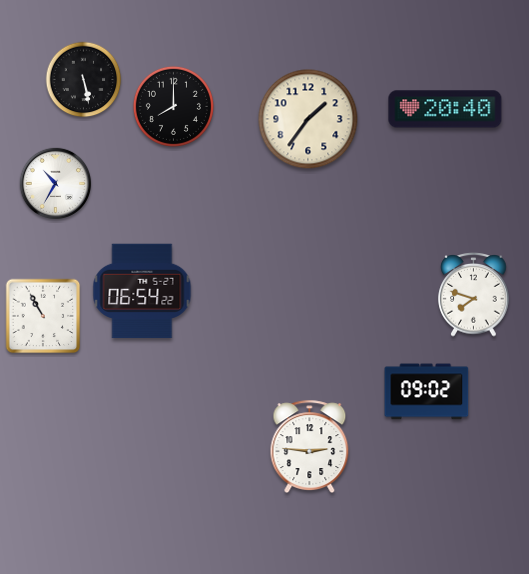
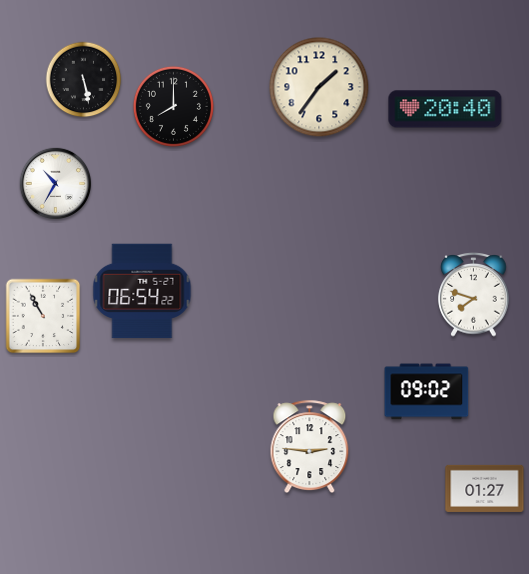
clock at (308, 119) position: (308, 119) -> (319, 87)
clock at (485, 488): none -> 01:27
